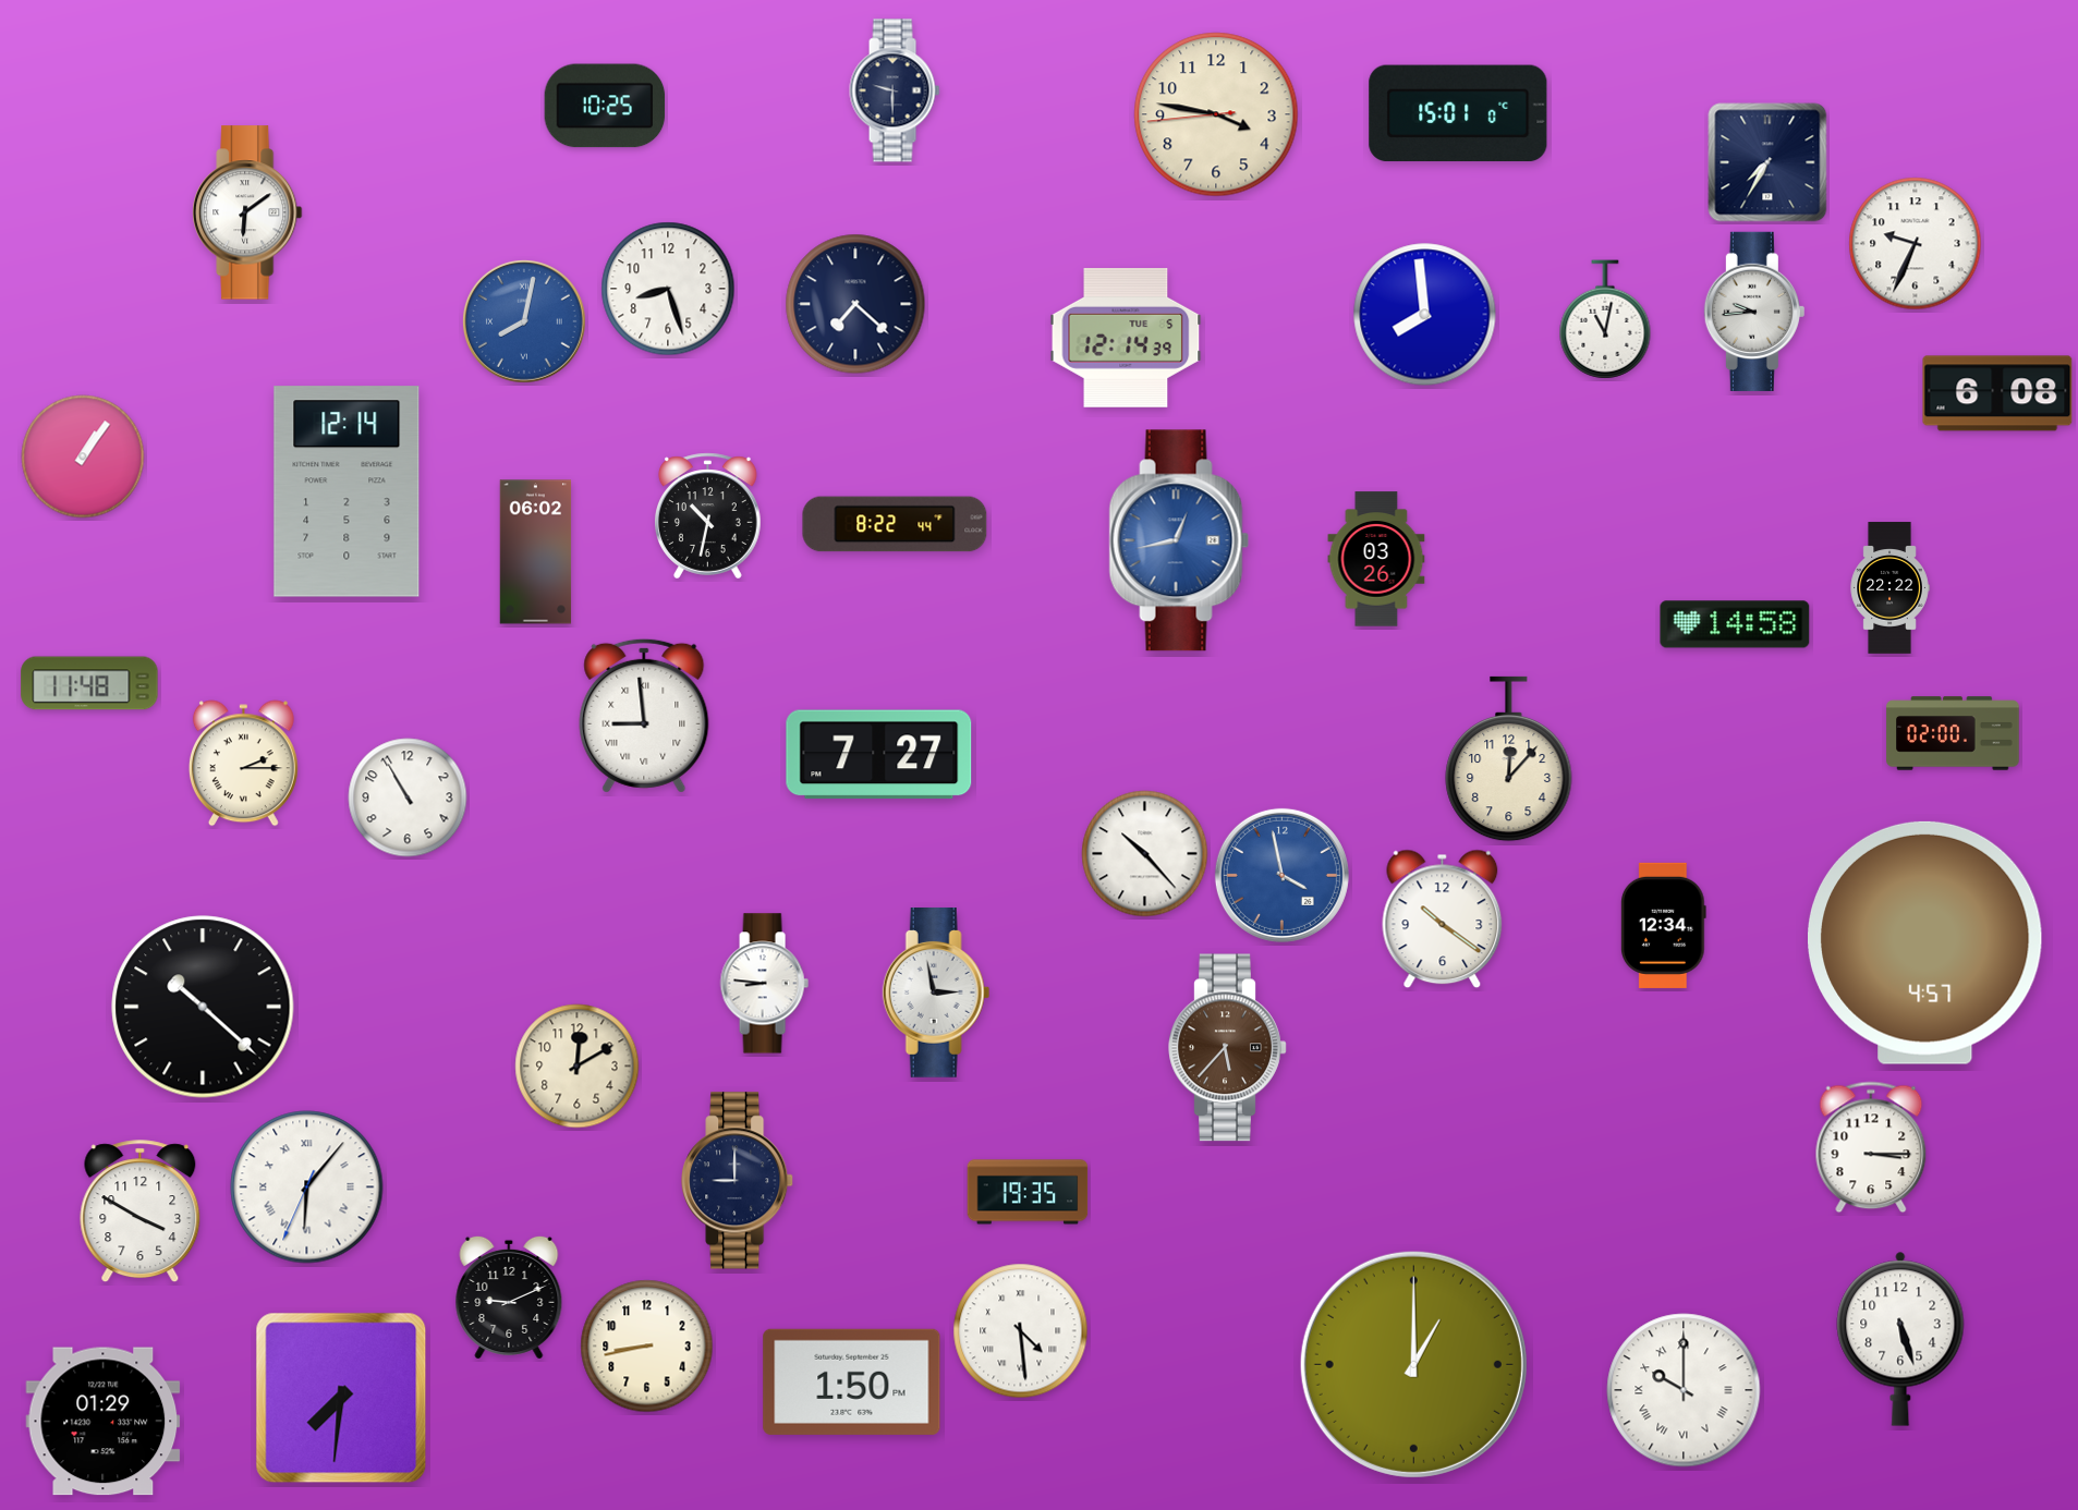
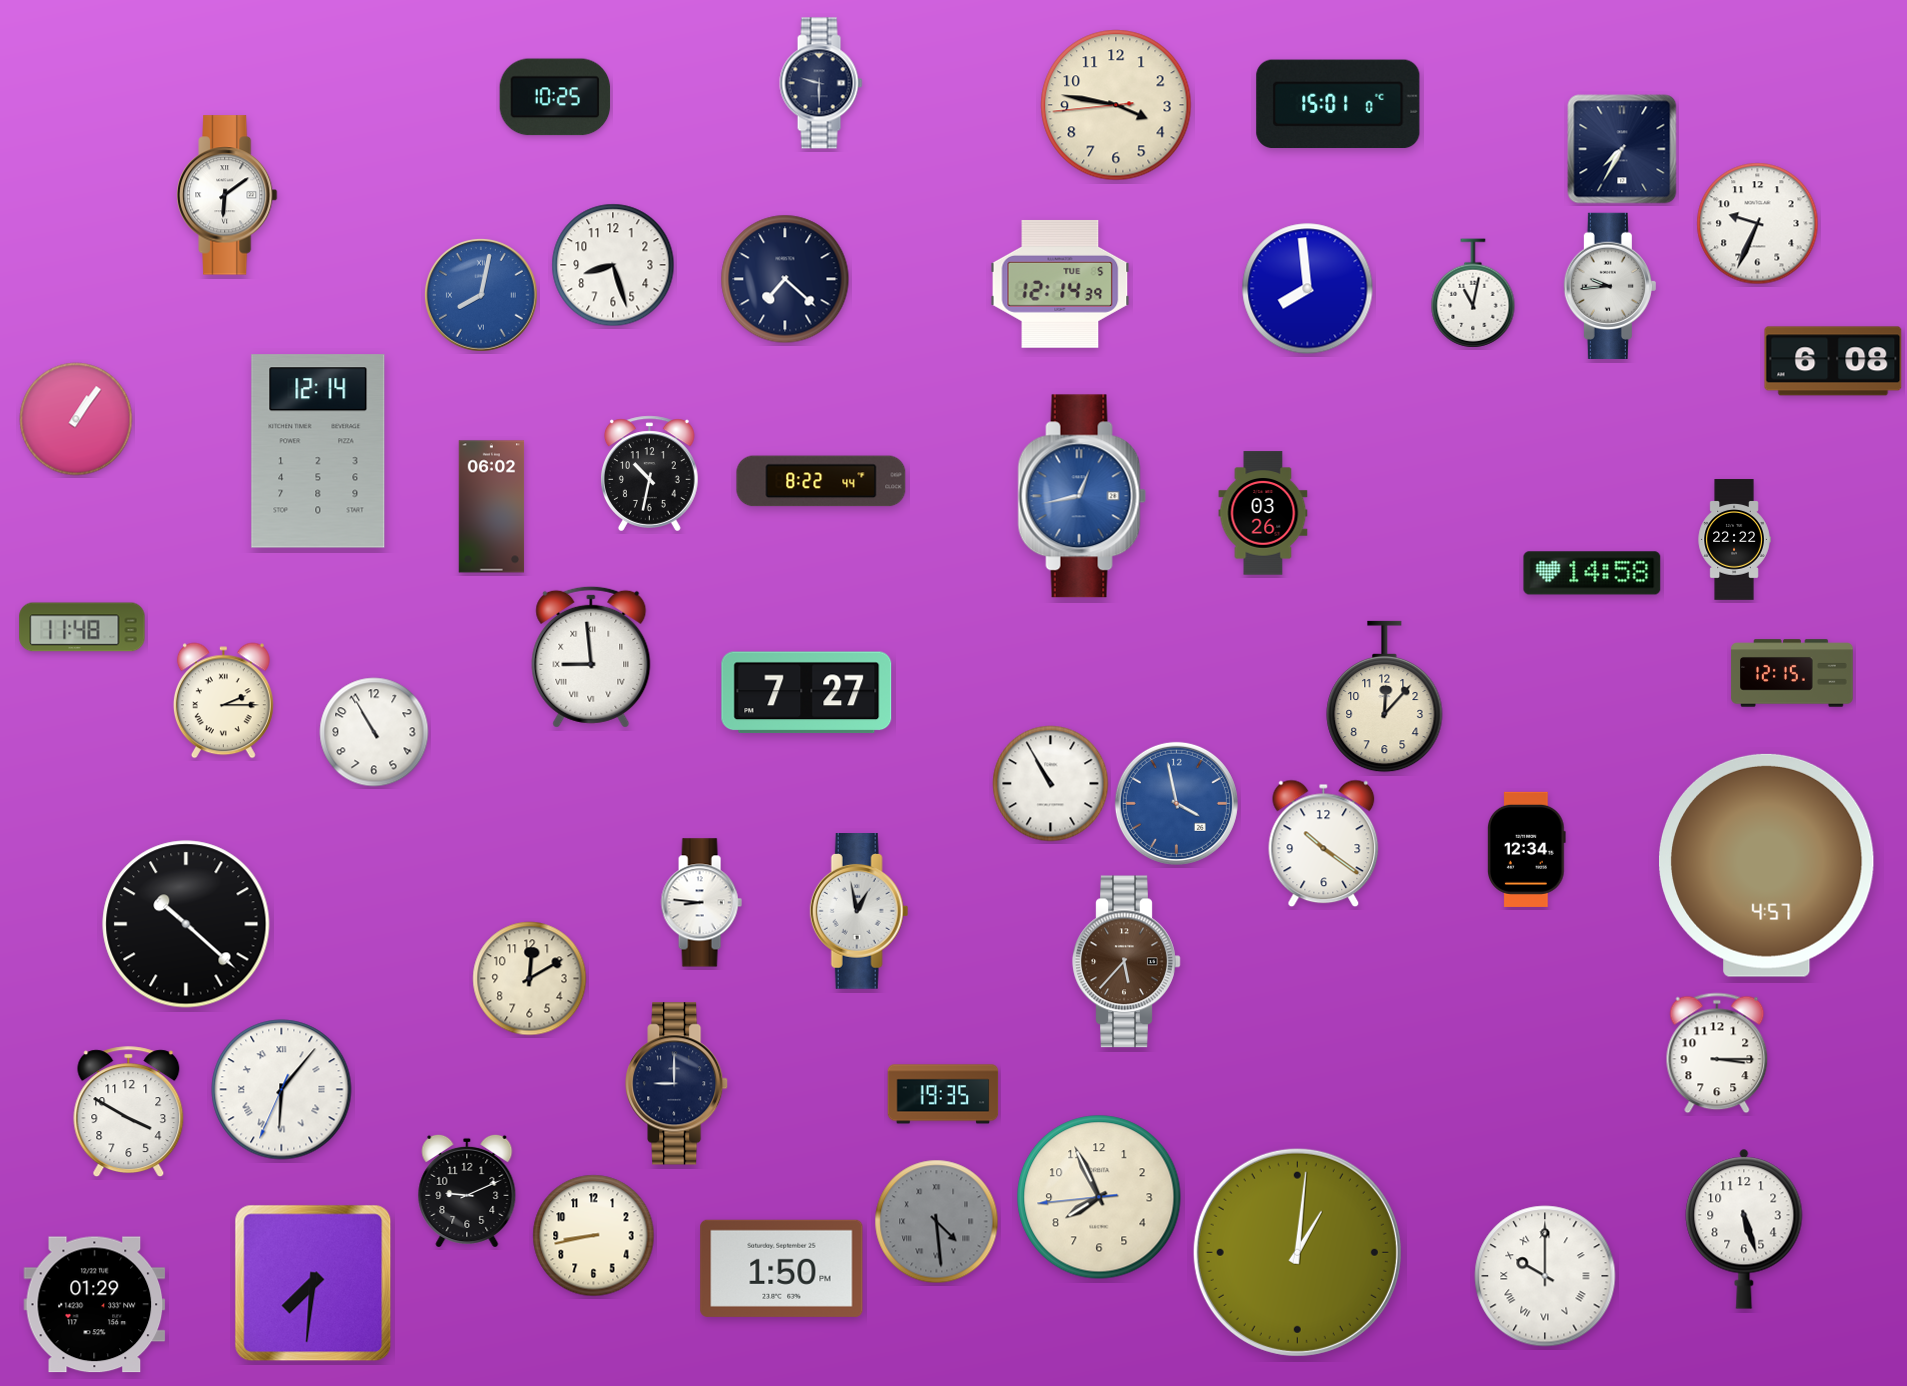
clock at (1126, 338) position: (1126, 338) -> (1060, 284)
clock at (1953, 733): 02:00 -> 12:15
clock at (1145, 854): 10:23 -> 10:55
clock at (936, 993): 2:58 -> 12:58
clock at (1099, 1197): none -> 7:55
clock at (1021, 1331) dial: white -> grey
clock at (1413, 1364): 1:00 -> 1:01
